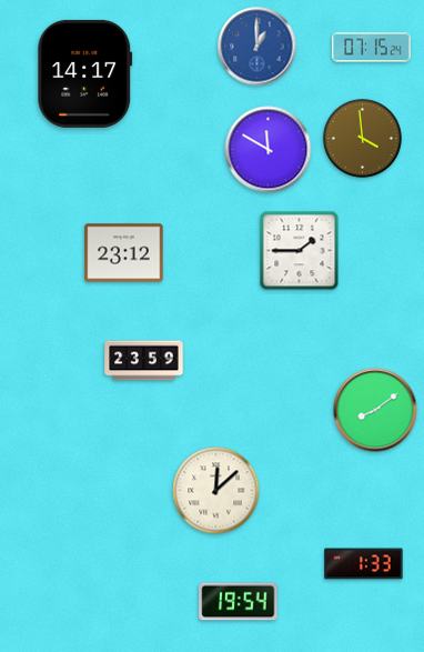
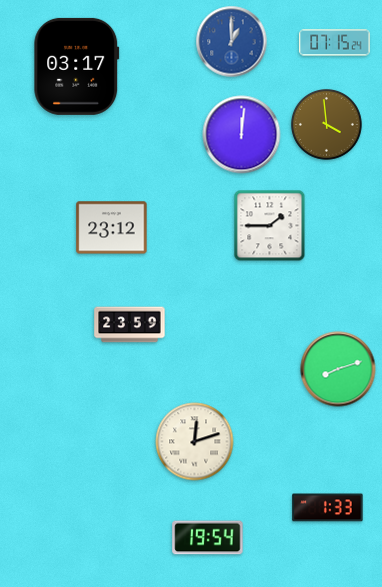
clock at (85, 73): 14:17 -> 03:17
clock at (269, 150): 11:50 -> 12:01
clock at (375, 410): 8:09 -> 8:12
clock at (216, 491): 12:08 -> 12:12
clock at (239, 602) position: (239, 602) -> (208, 538)
